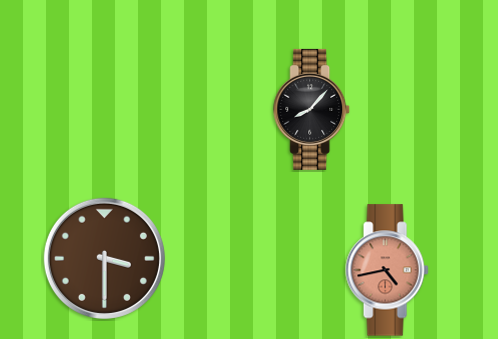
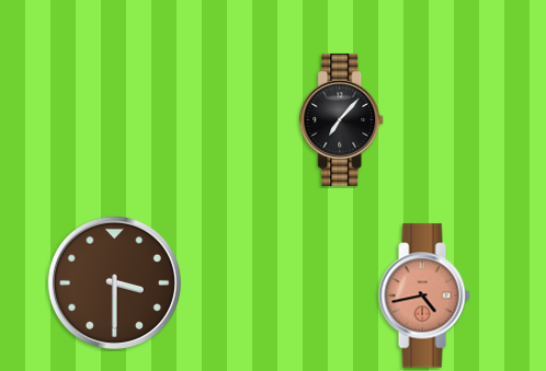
clock at (312, 109): 8:07 -> 7:07
